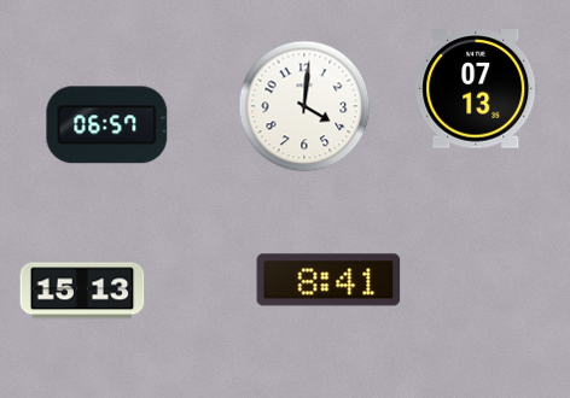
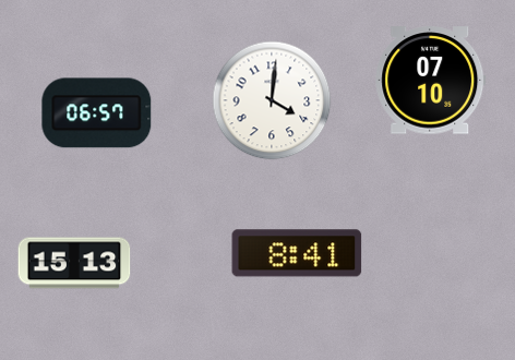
clock at (477, 89): 07:13 -> 07:10
clock at (304, 106) position: (304, 106) -> (272, 100)
